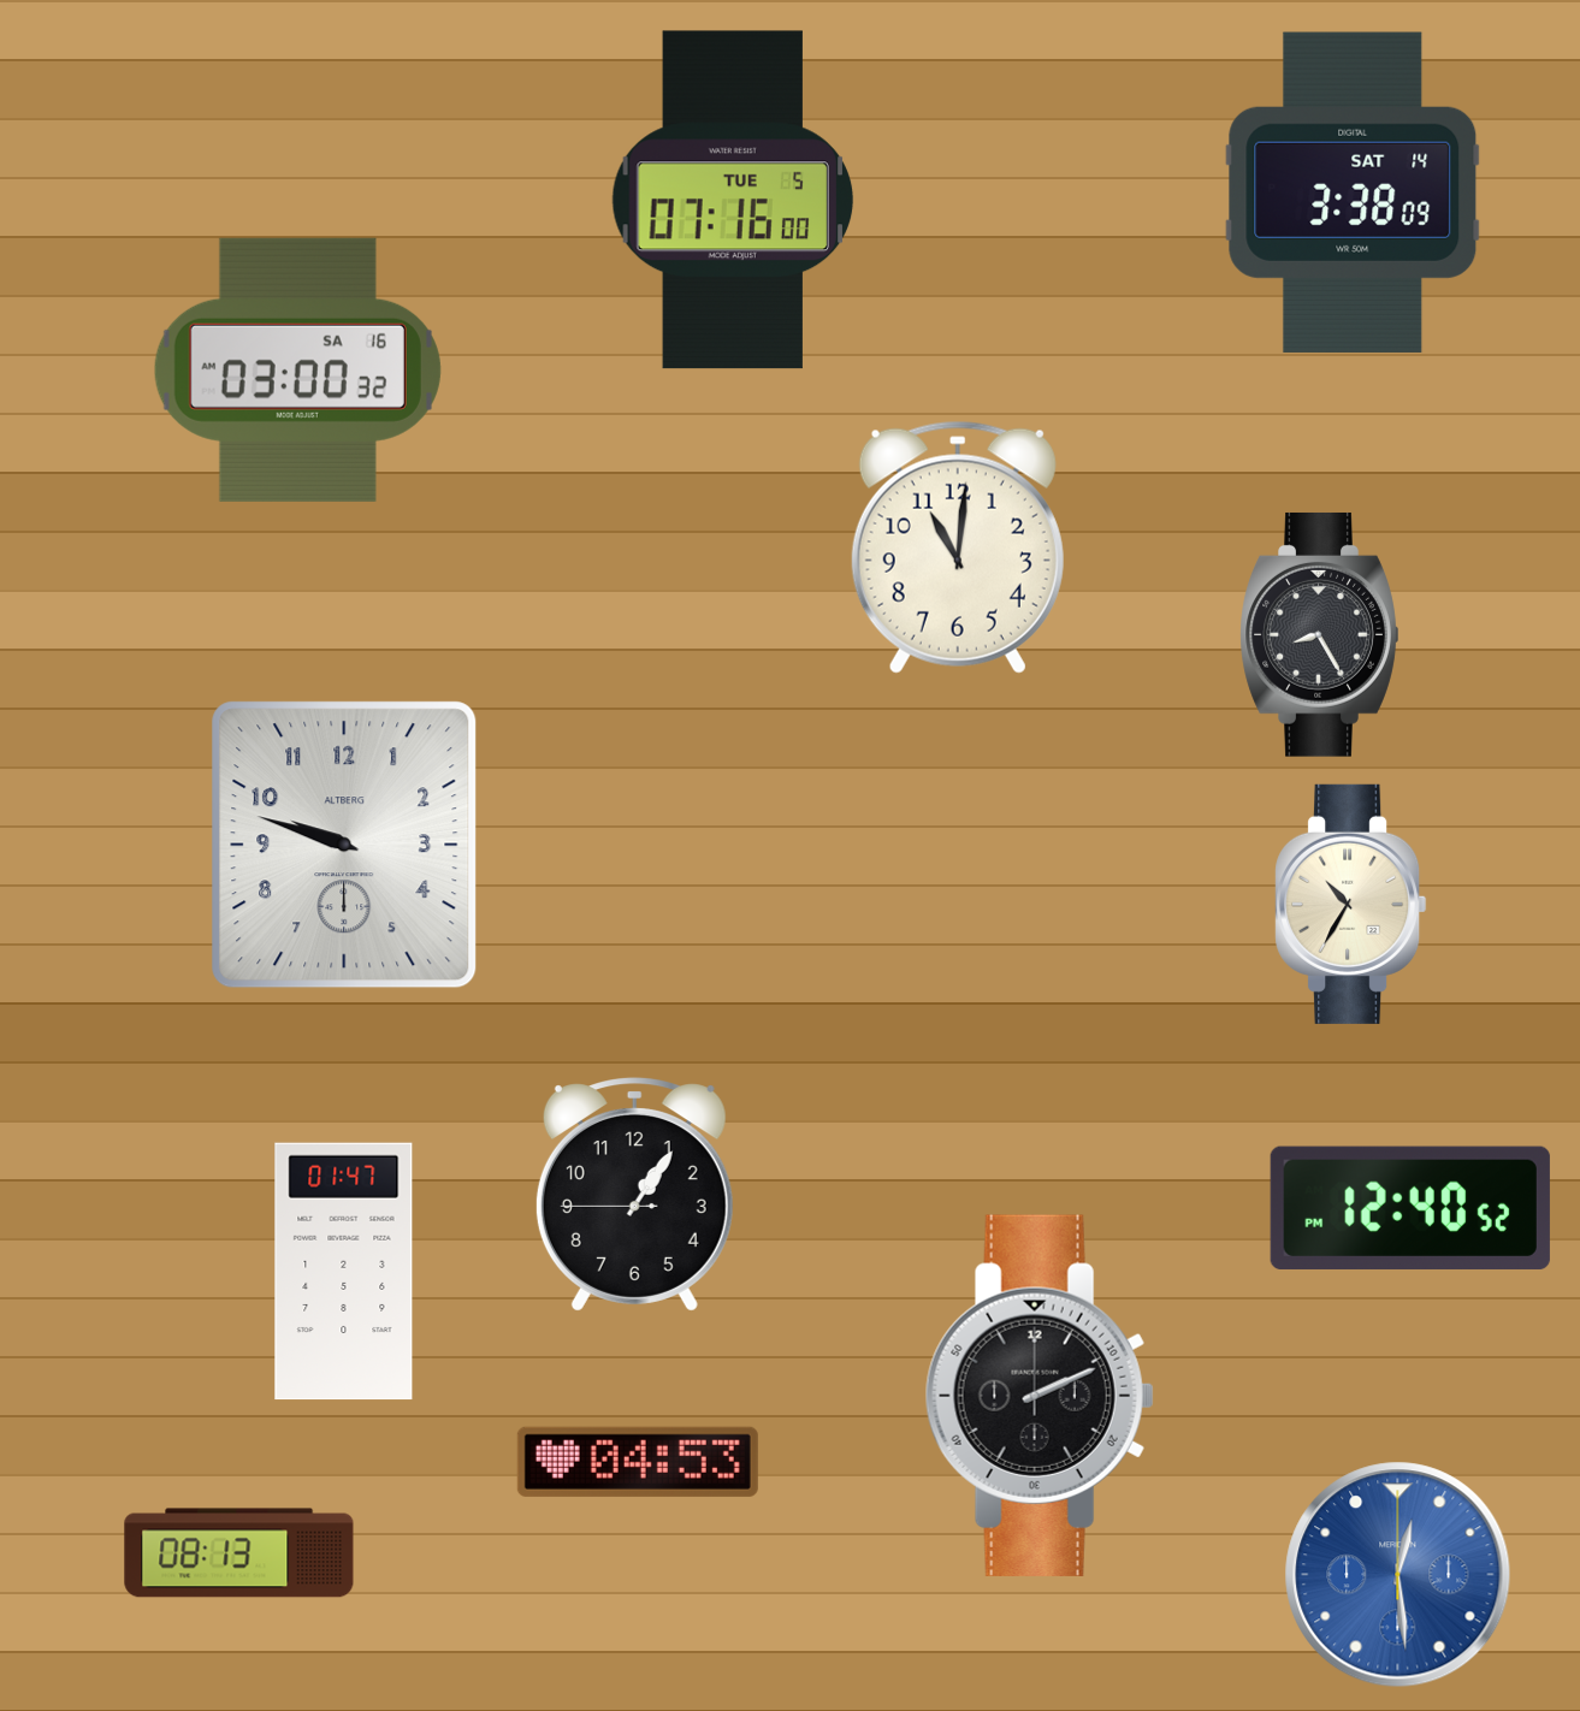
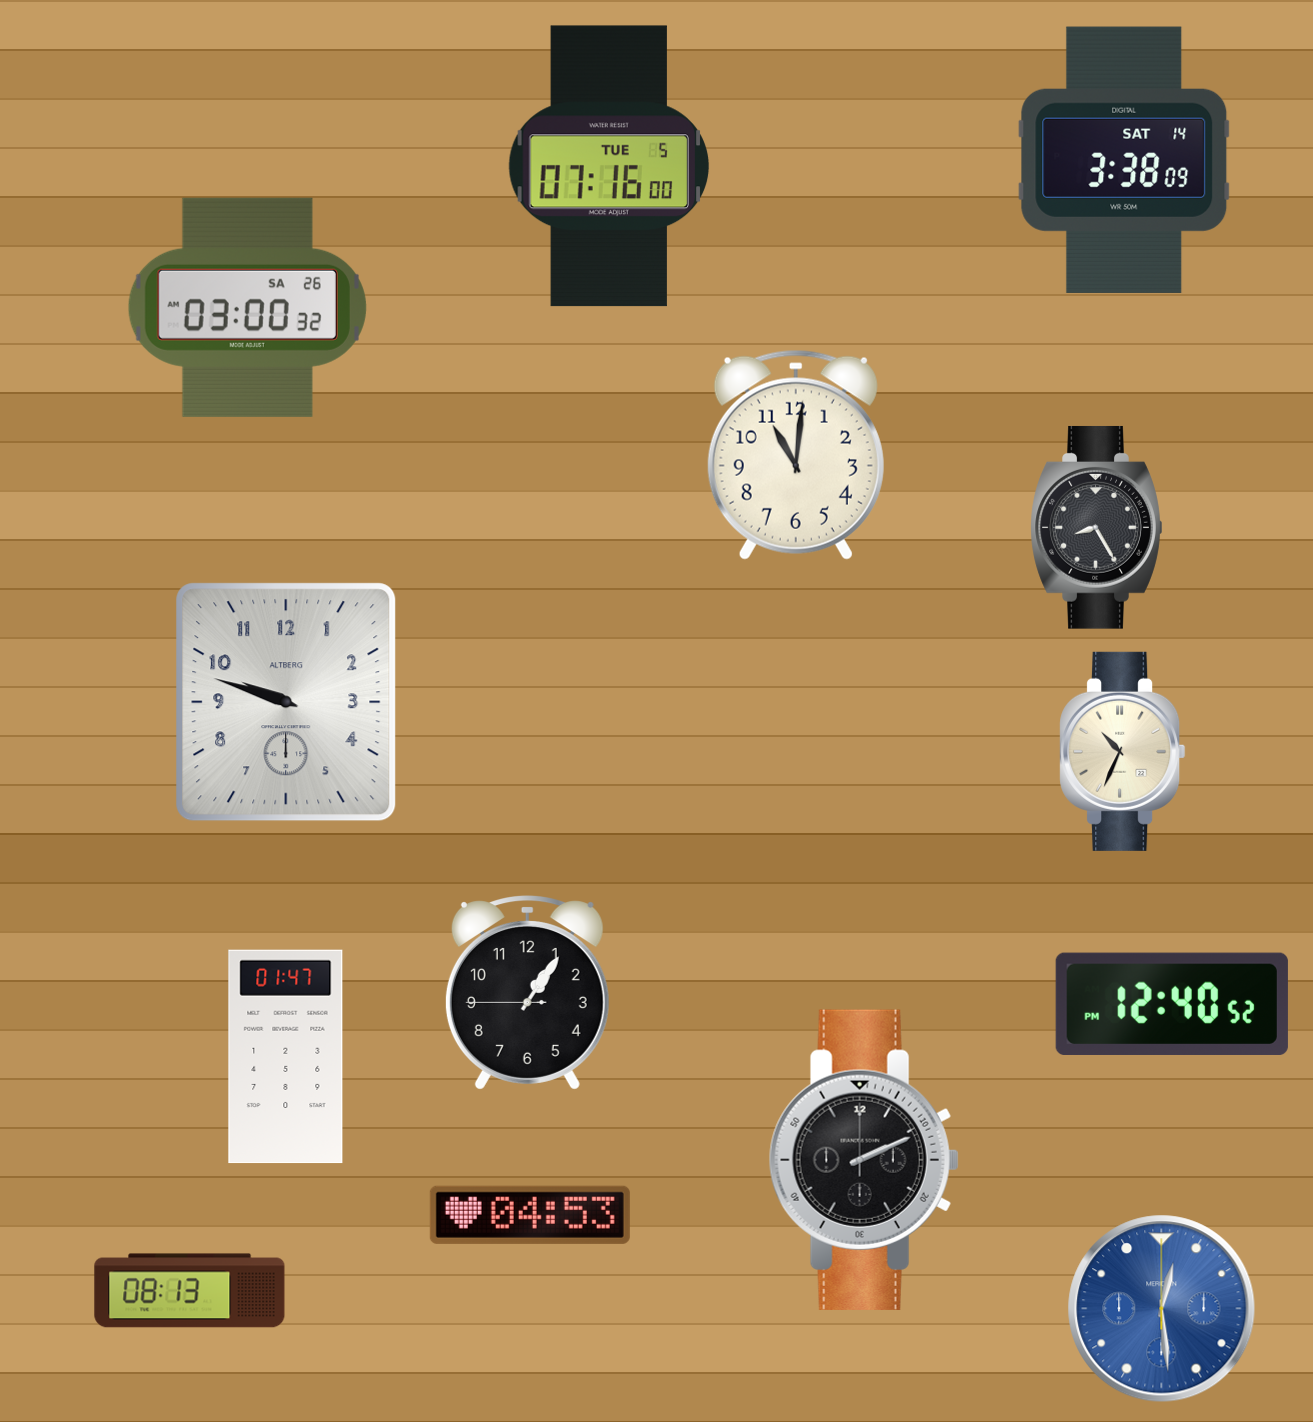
clock at (297, 369) date: SA 16 -> SA 26
clock at (1351, 904): 10:35 -> 10:34
clock at (239, 1553) position: (239, 1553) -> (190, 1291)
